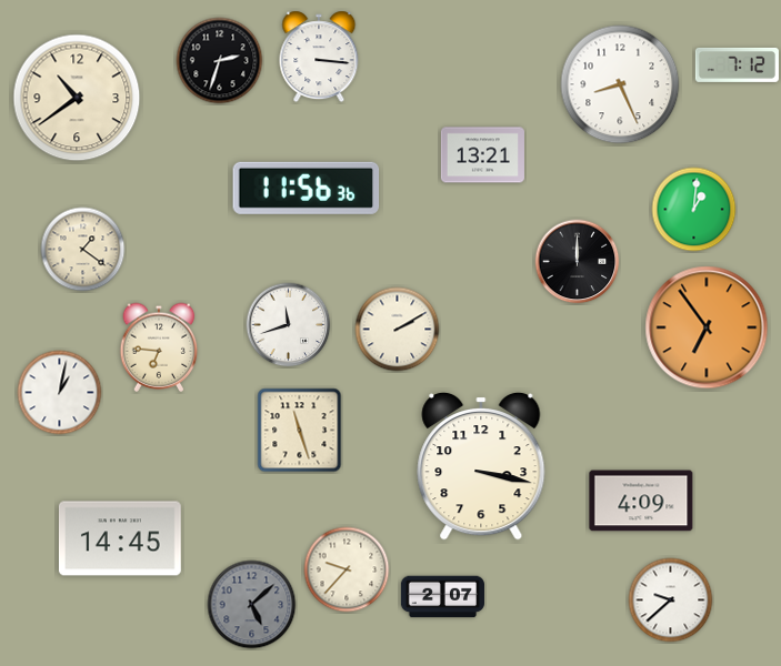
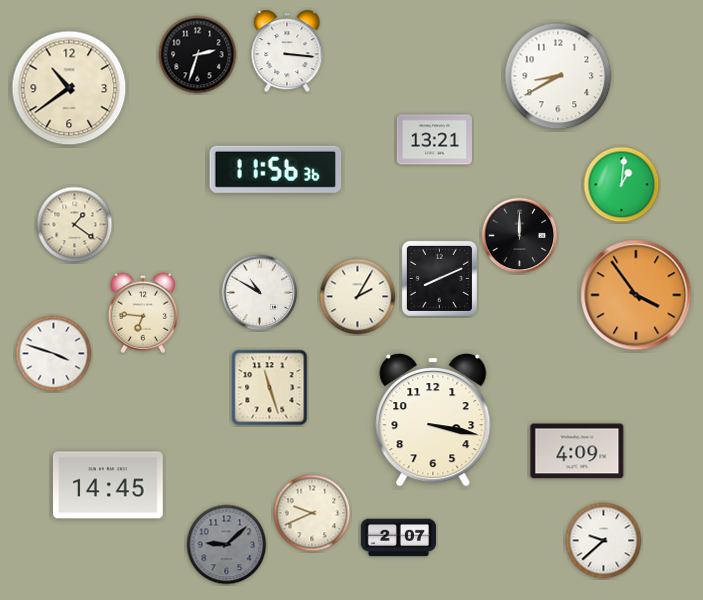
clock at (737, 64): 7:12 -> none
clock at (620, 84): 8:26 -> 8:40
clock at (694, 210) position: (694, 210) -> (622, 185)
clock at (439, 278): none -> 8:11
clock at (289, 325): 11:42 -> 10:50
clock at (707, 327): 6:54 -> 3:54
clock at (398, 330): 2:10 -> 2:05
clock at (60, 393): 1:02 -> 3:48
clock at (347, 569): 9:37 -> 9:41
clock at (252, 605): 5:08 -> 9:08
